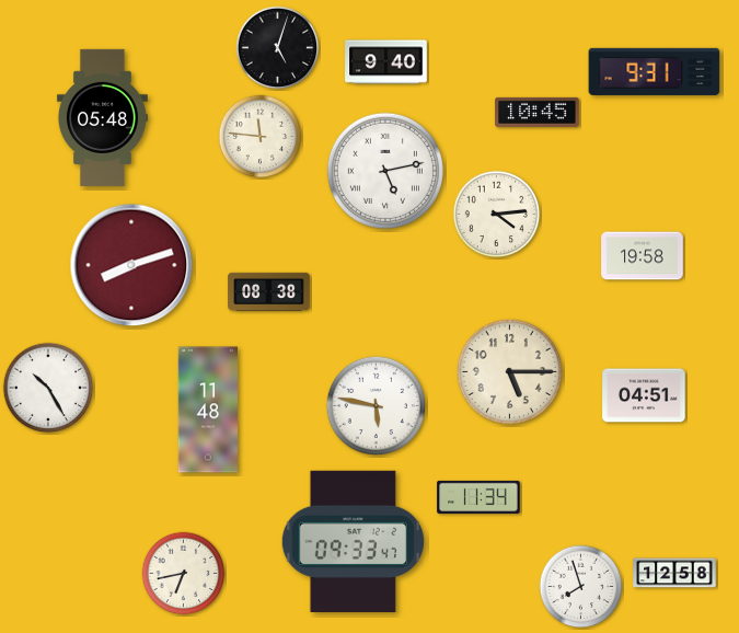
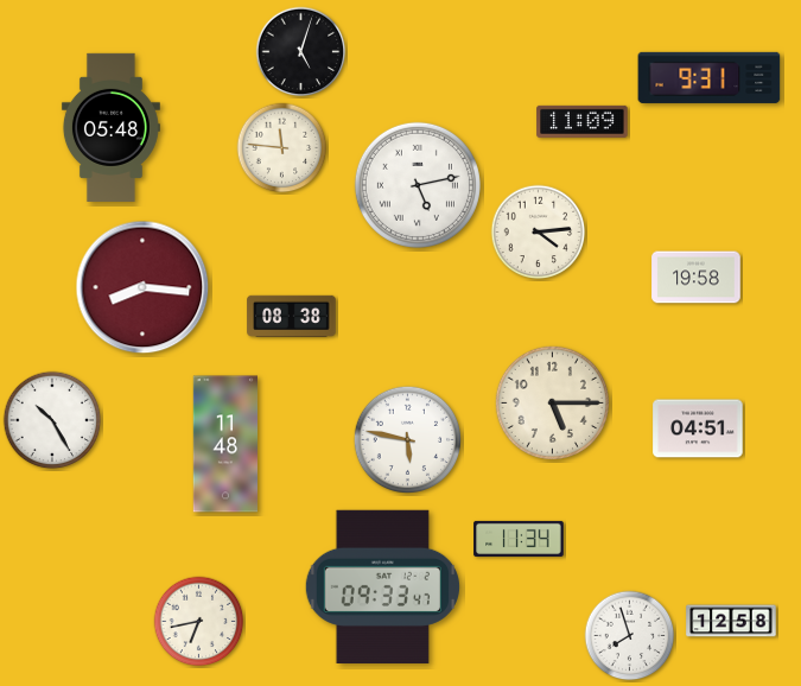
clock at (386, 62): 9:40 -> none
clock at (538, 112): 10:45 -> 11:09
clock at (131, 265): 8:12 -> 8:16
